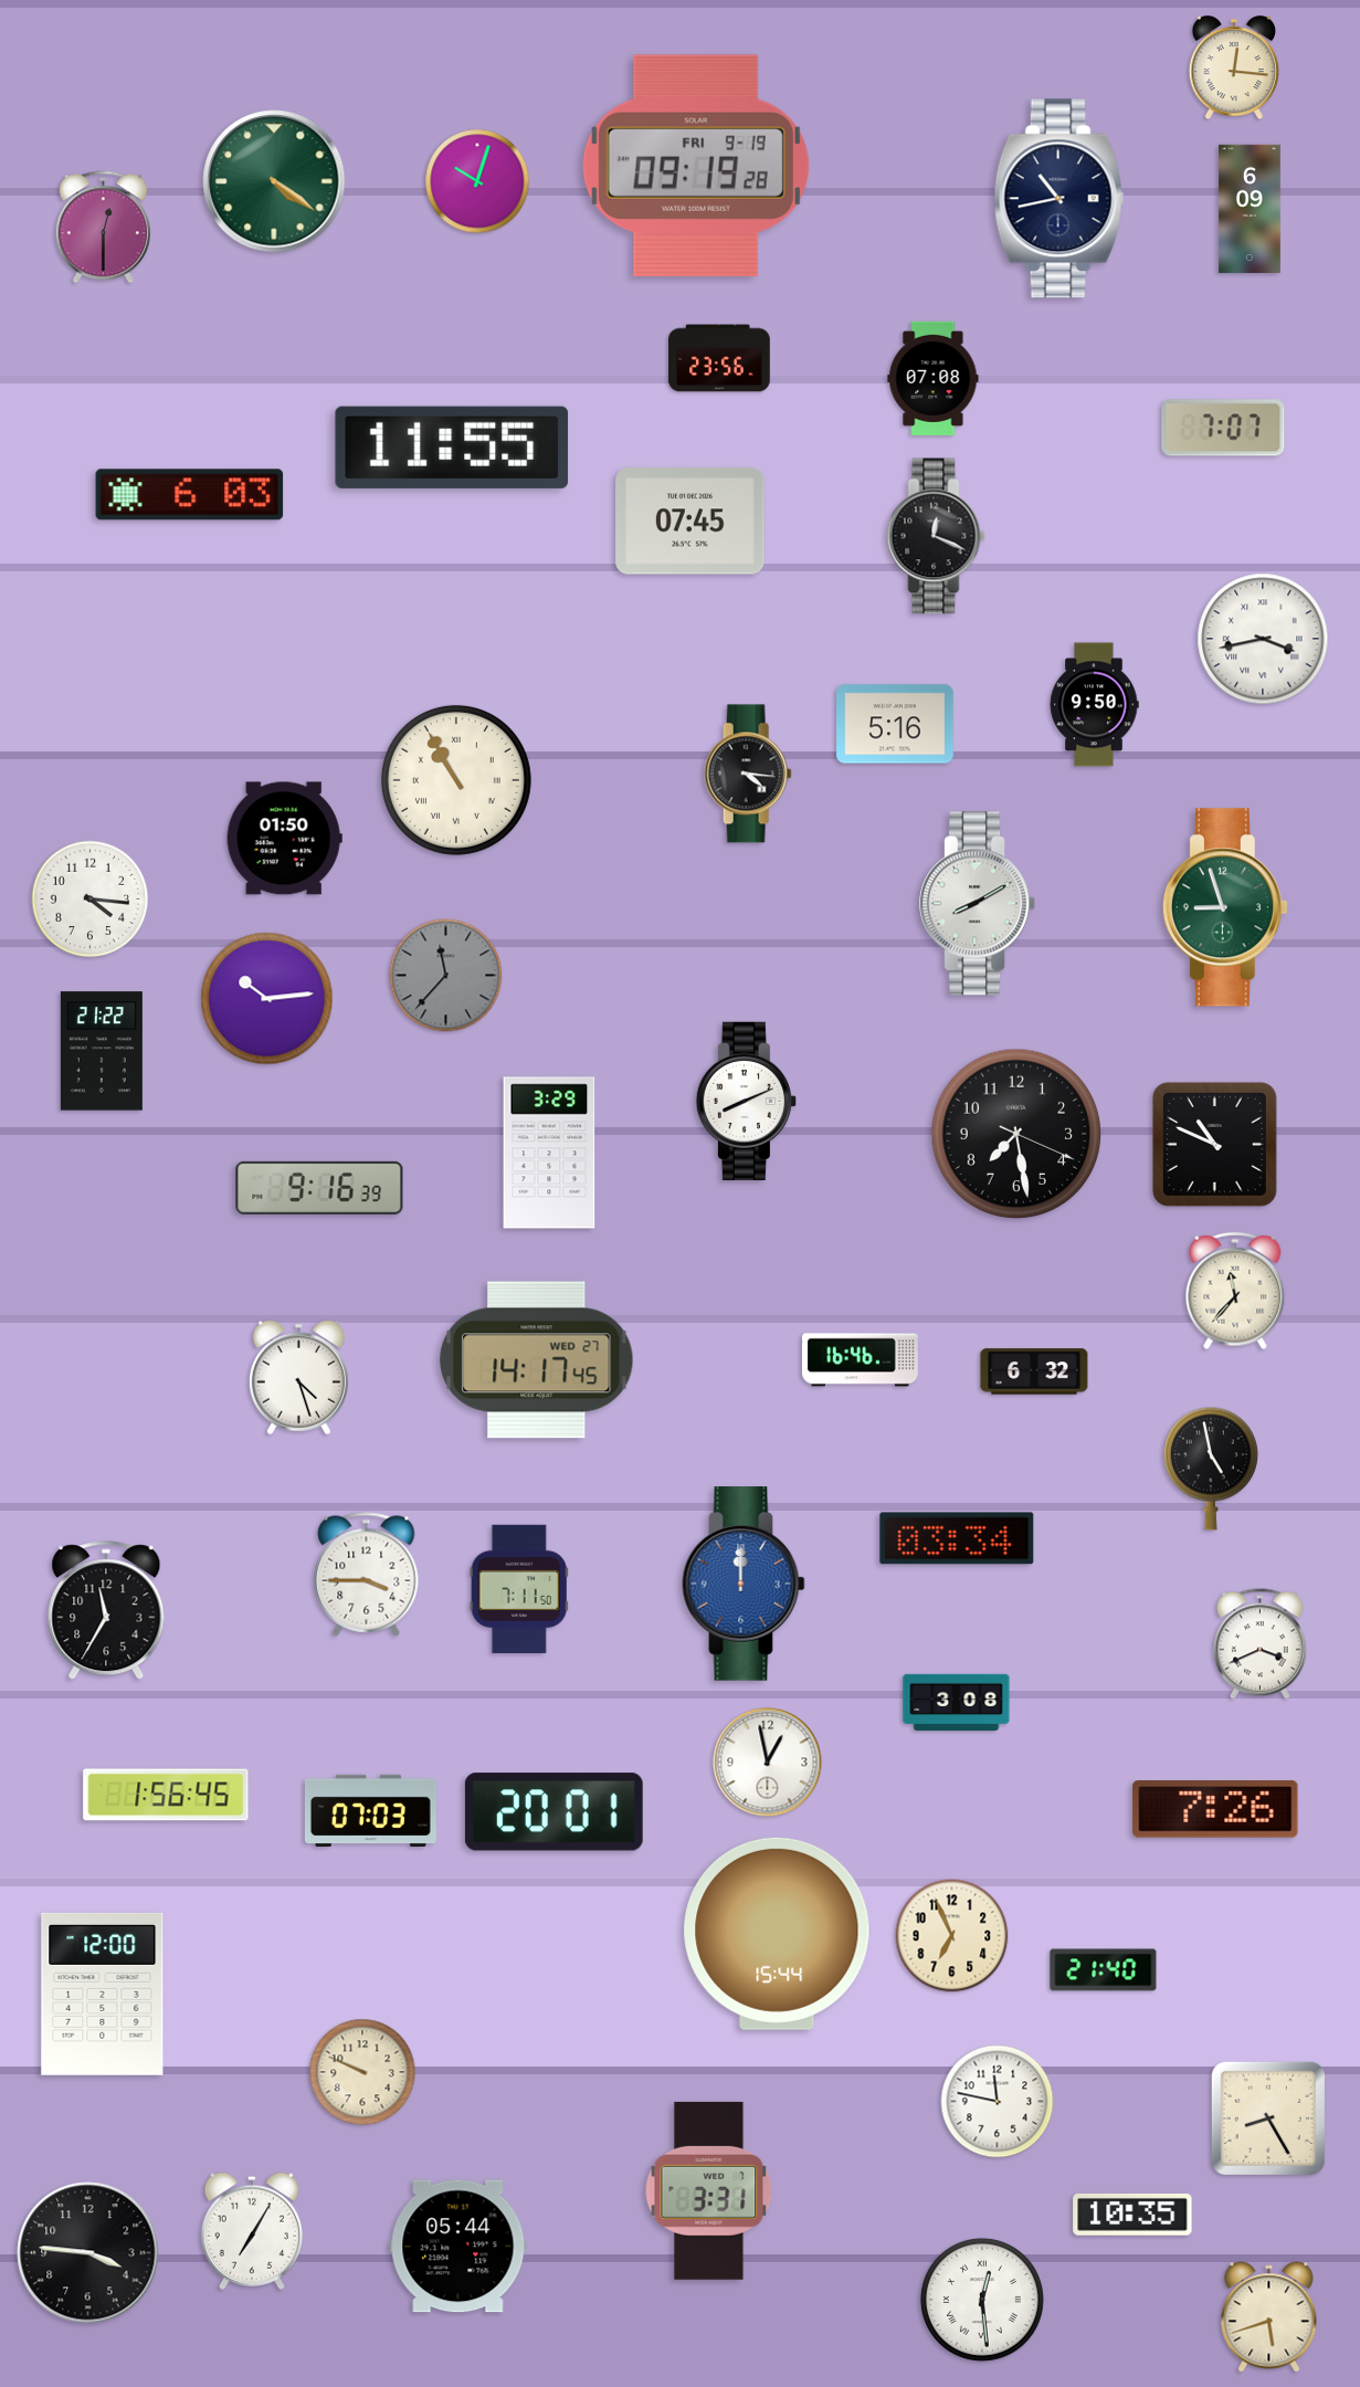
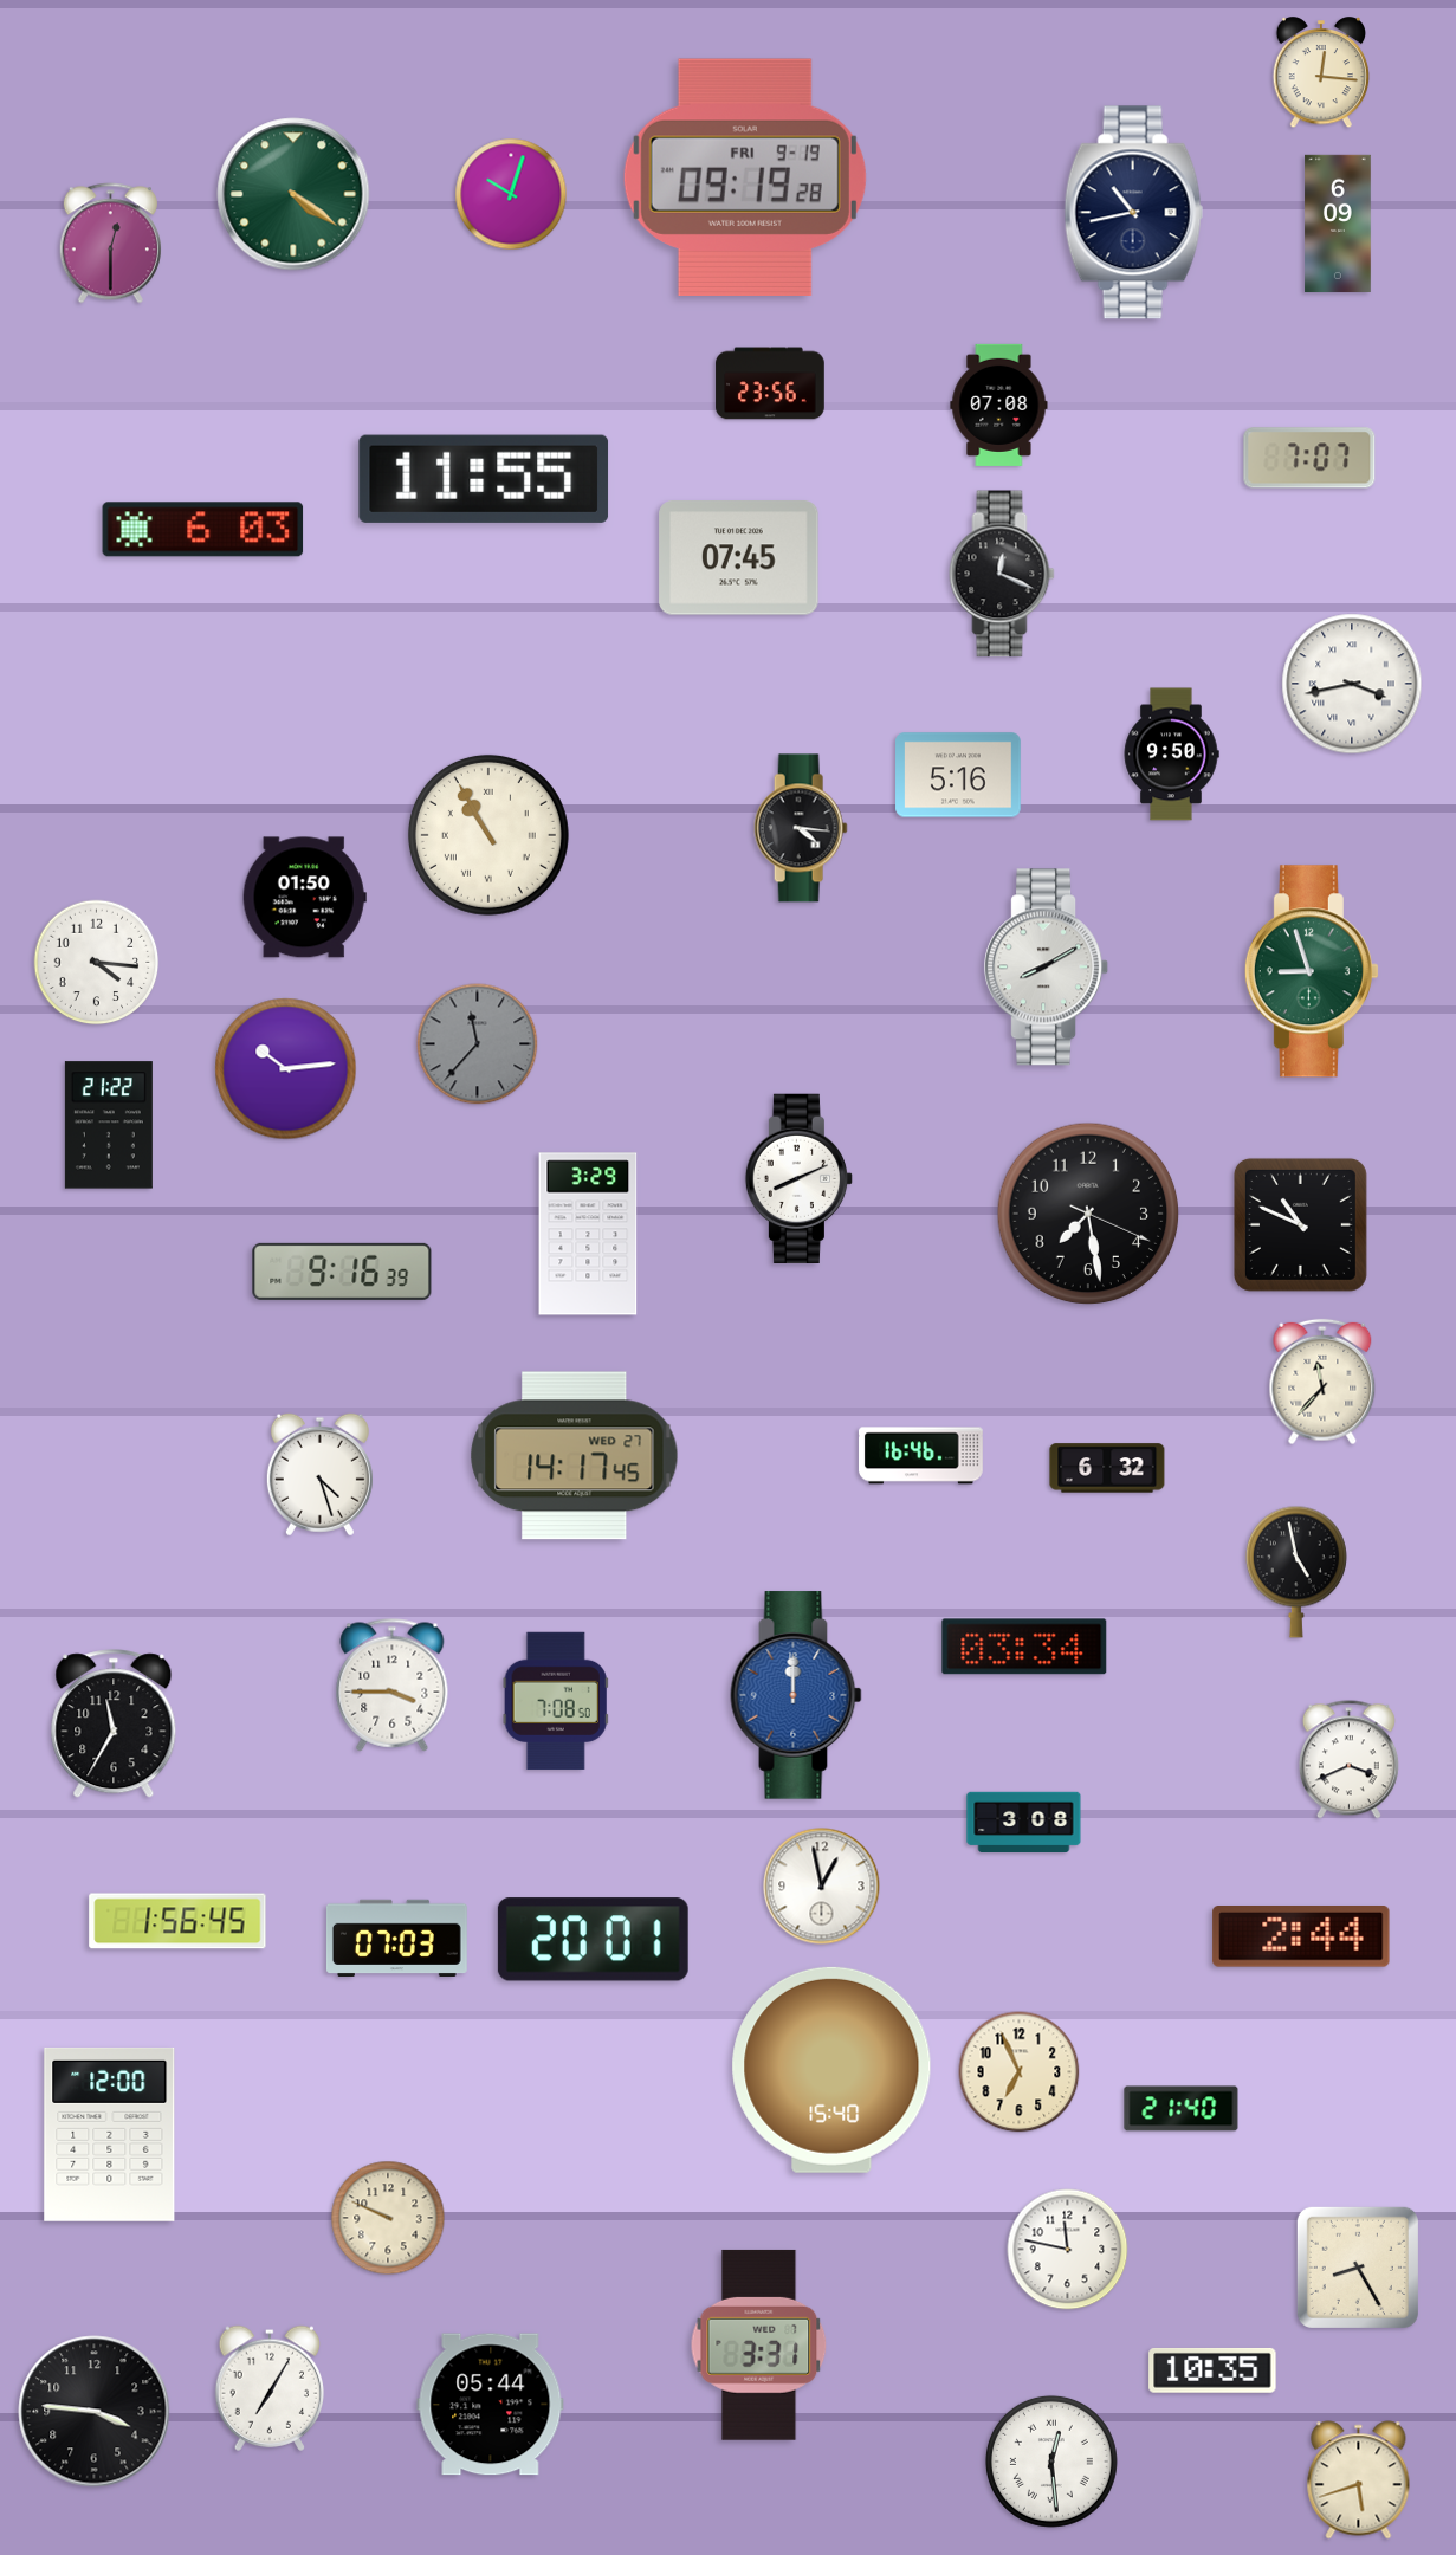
clock at (519, 1589): 7:11 -> 7:08
clock at (1215, 1810): 7:26 -> 2:44
clock at (777, 1934): 15:44 -> 15:40
